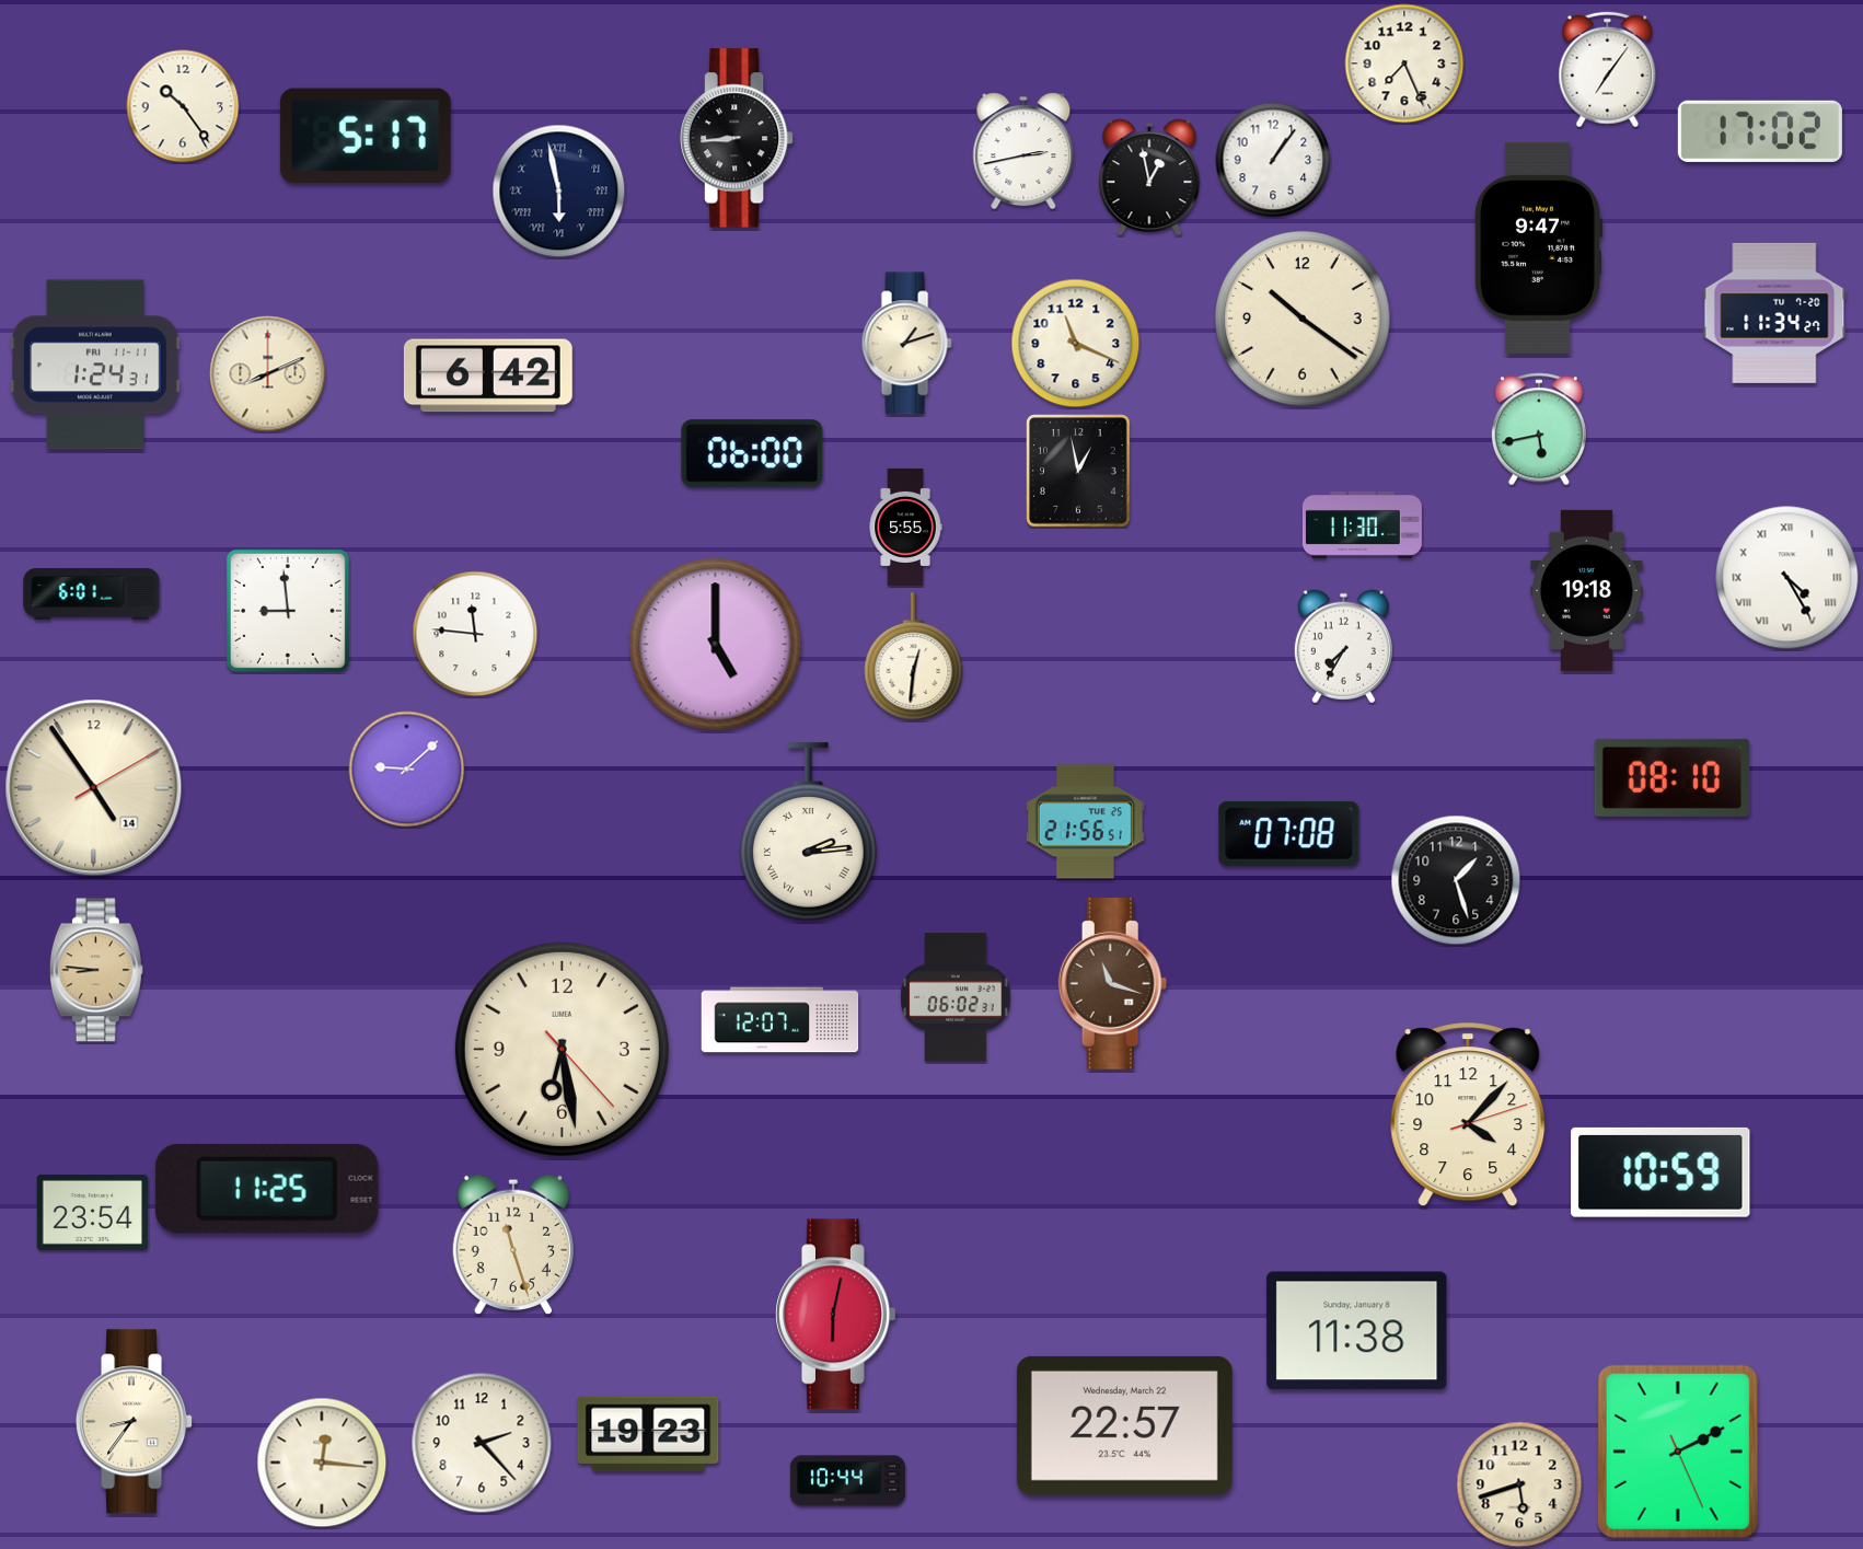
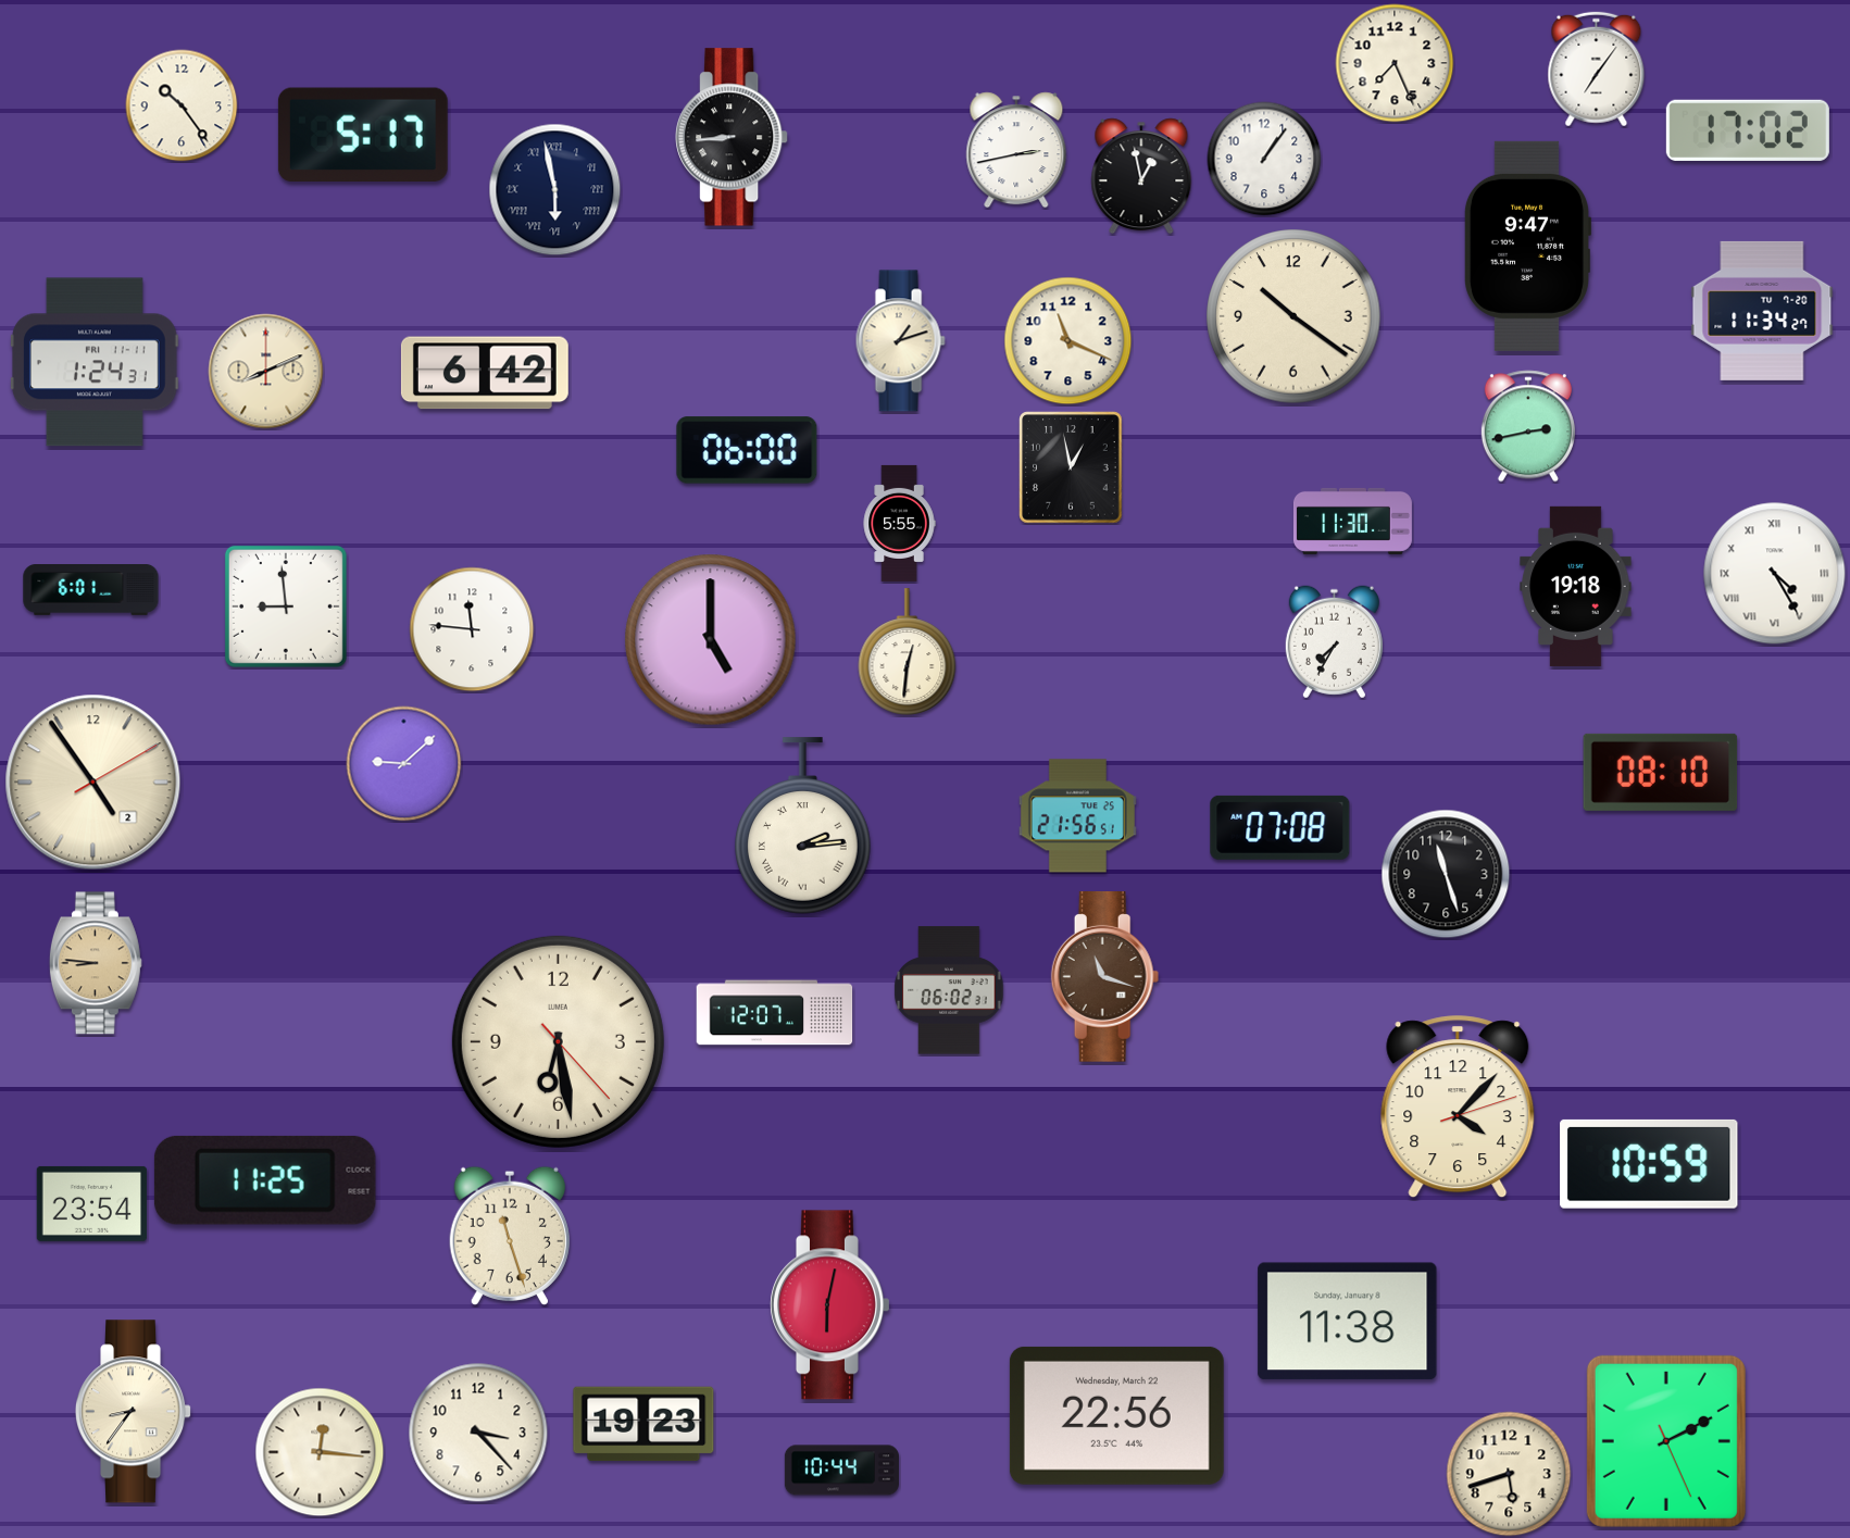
clock at (1539, 429): 5:43 -> 2:43
clock at (94, 788) date: 14 -> 2
clock at (1456, 880): 1:27 -> 11:27
clock at (1124, 1425): 22:57 -> 22:56
clock at (482, 1443): 2:23 -> 3:23
